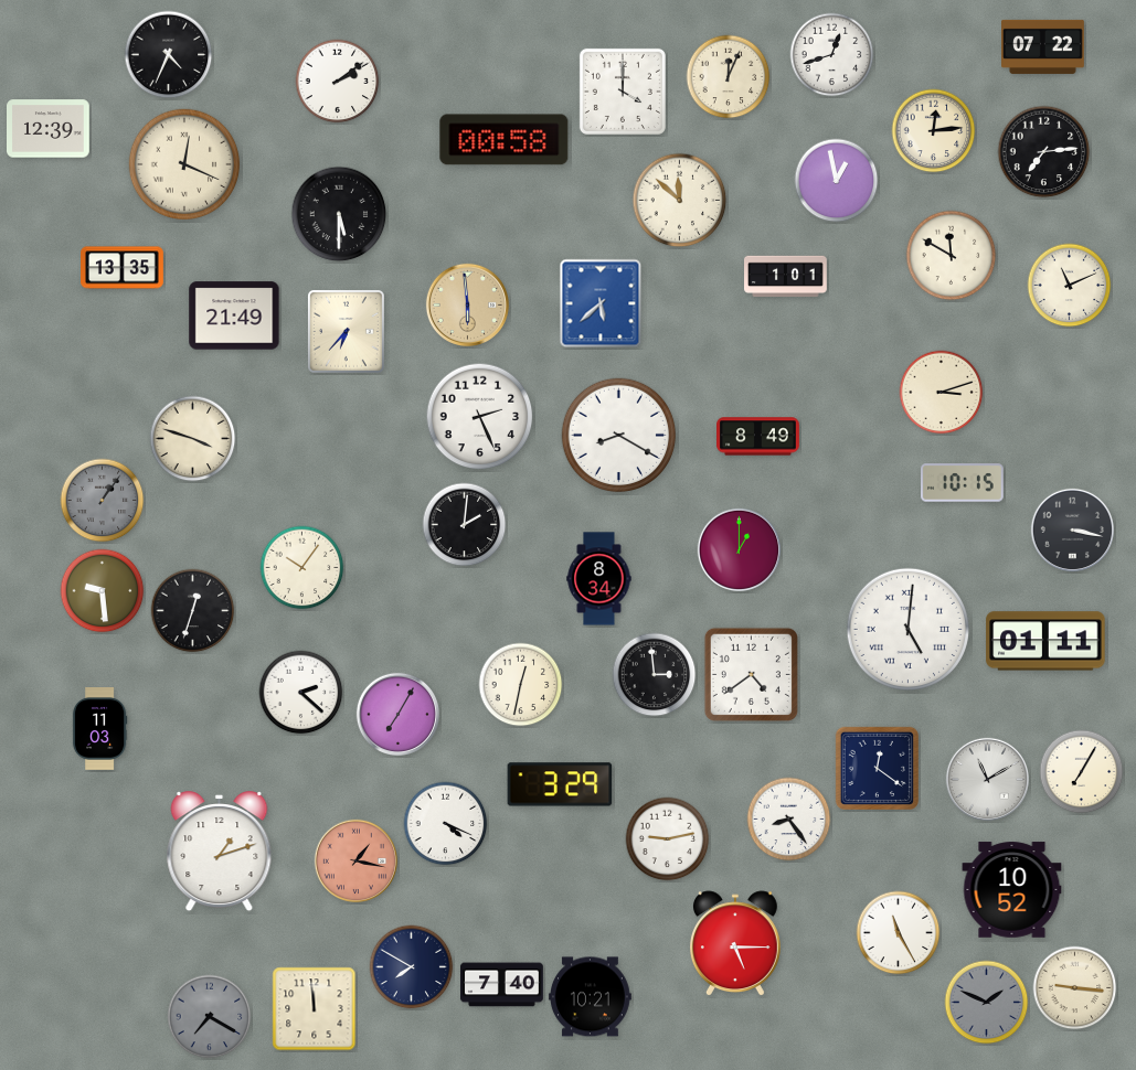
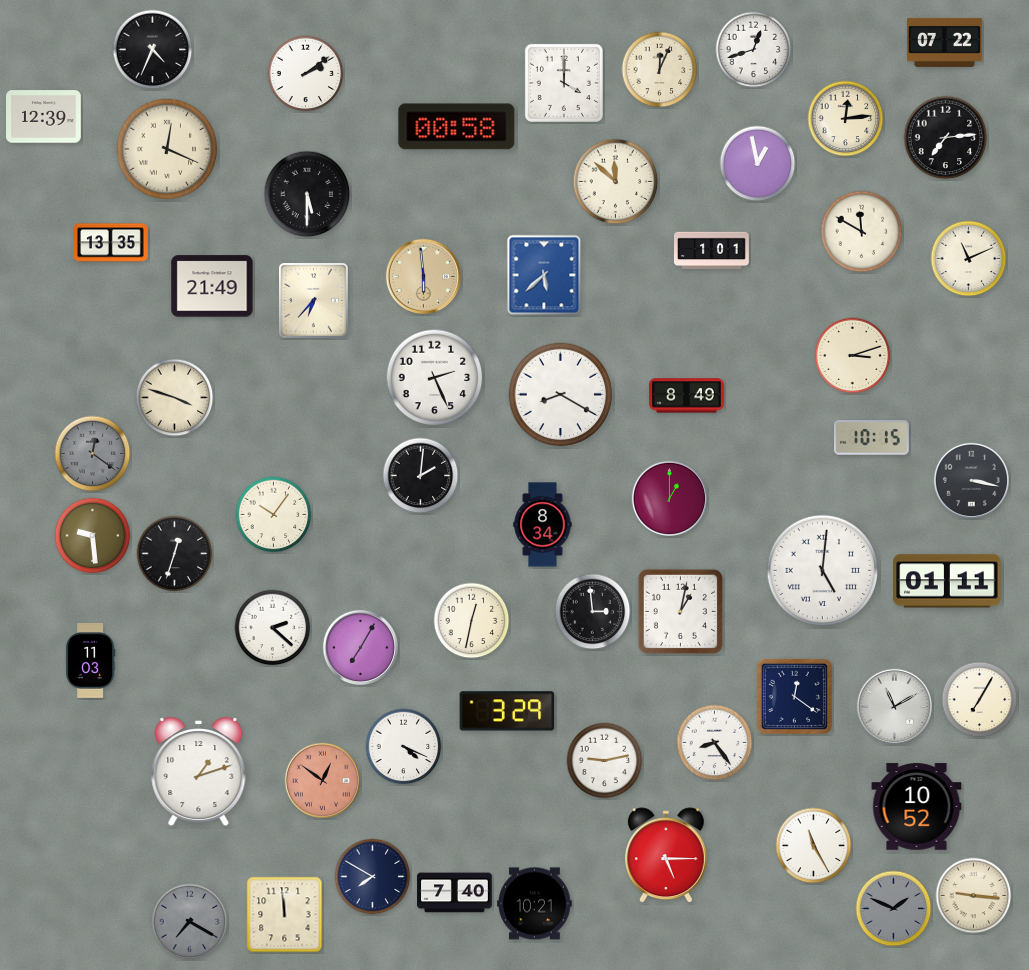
clock at (103, 501): 1:06 -> 12:21
clock at (751, 674): 4:39 -> 1:02
clock at (355, 860): 1:17 -> 12:51
